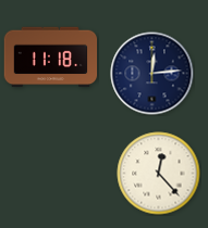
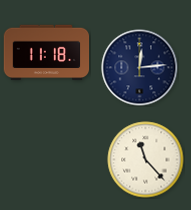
clock at (159, 174): 12:23 -> 11:23
